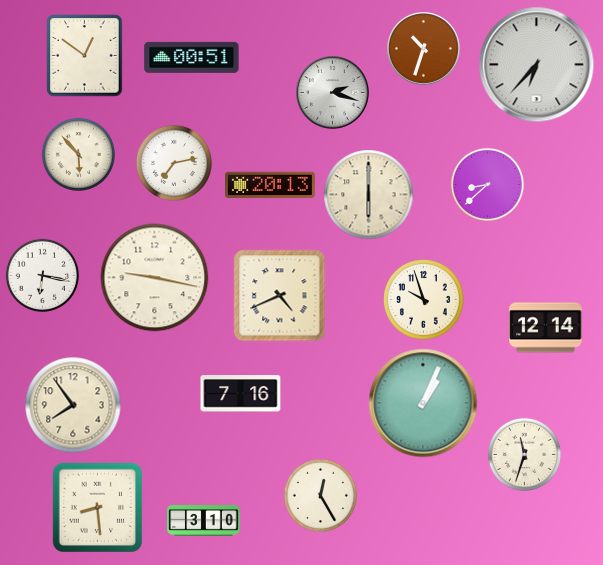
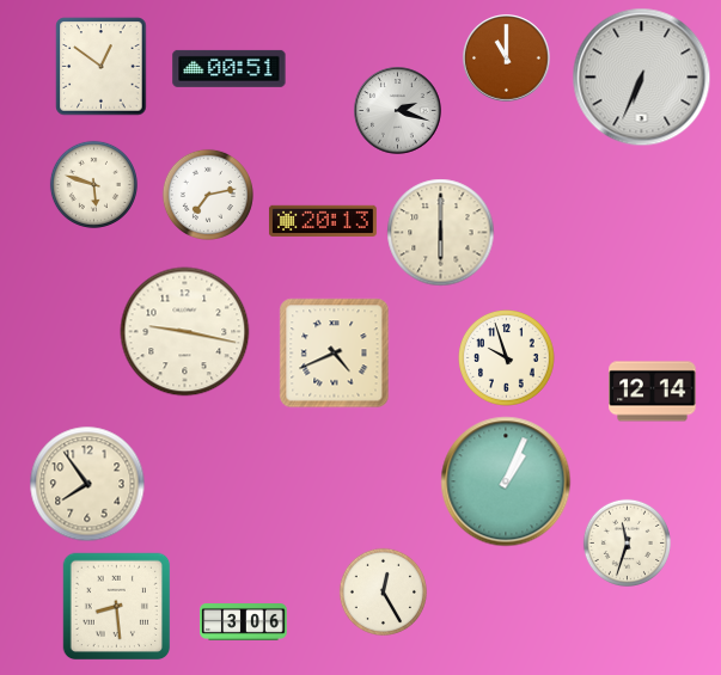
clock at (424, 49): 10:33 -> 11:00
clock at (537, 65): 6:37 -> 6:34
clock at (78, 154): 5:53 -> 5:48
clock at (487, 184): 8:38 -> none
clock at (42, 275): 6:17 -> none
clock at (241, 394): 7:16 -> none
clock at (204, 521): 3:10 -> 3:06
